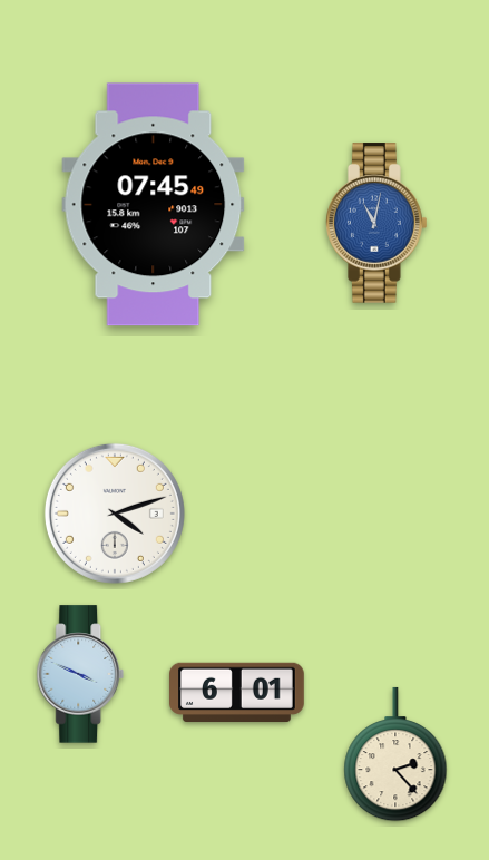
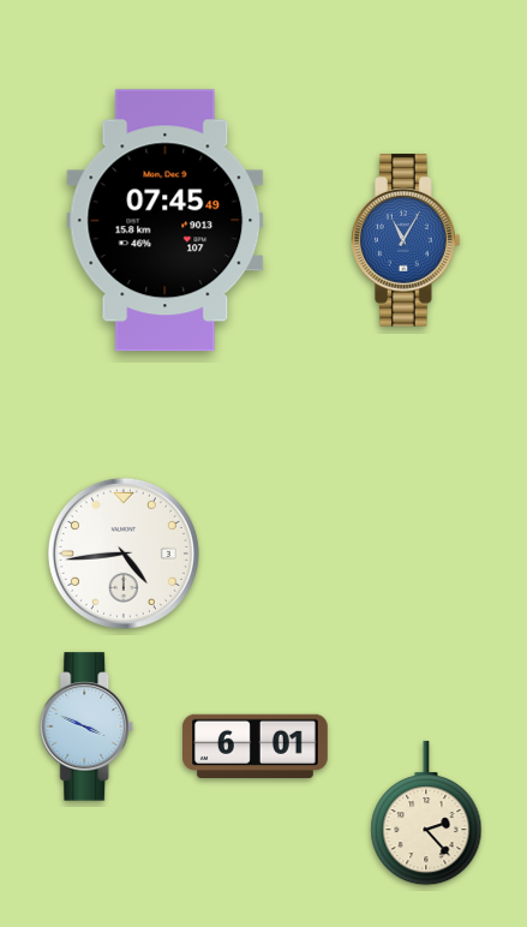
clock at (378, 223): 11:02 -> 11:05
clock at (115, 514): 4:12 -> 4:44
